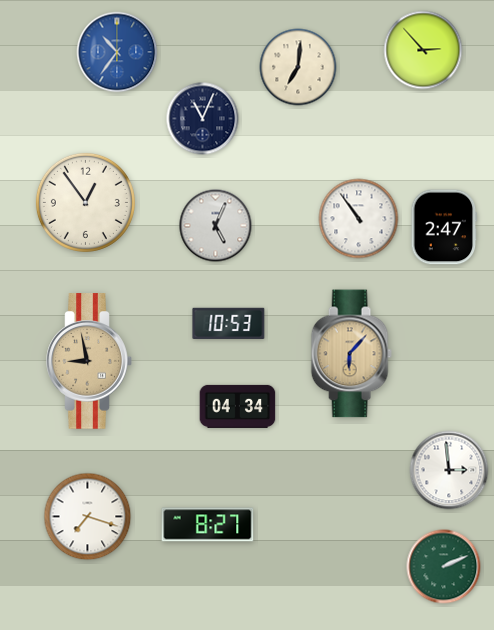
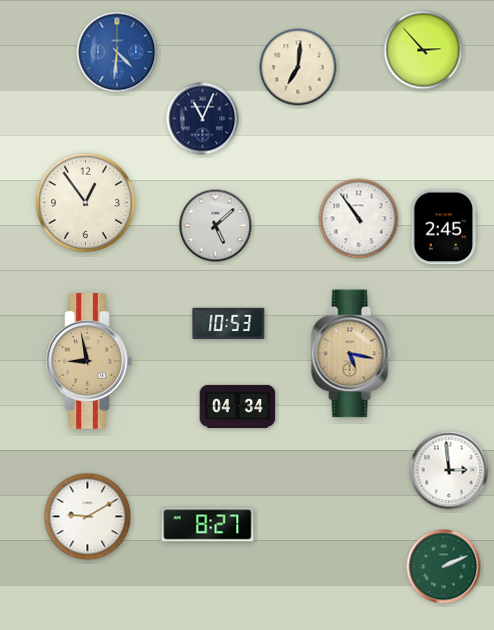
clock at (117, 52): 10:36 -> 4:31
clock at (216, 226): 5:04 -> 5:08
clock at (444, 227): 2:47 -> 2:45
clock at (351, 354): 6:07 -> 5:17
clock at (88, 517): 7:18 -> 9:10
